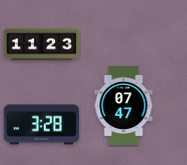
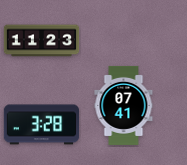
clock at (42, 45) position: (42, 45) -> (42, 41)
clock at (124, 105): 07:47 -> 07:41
